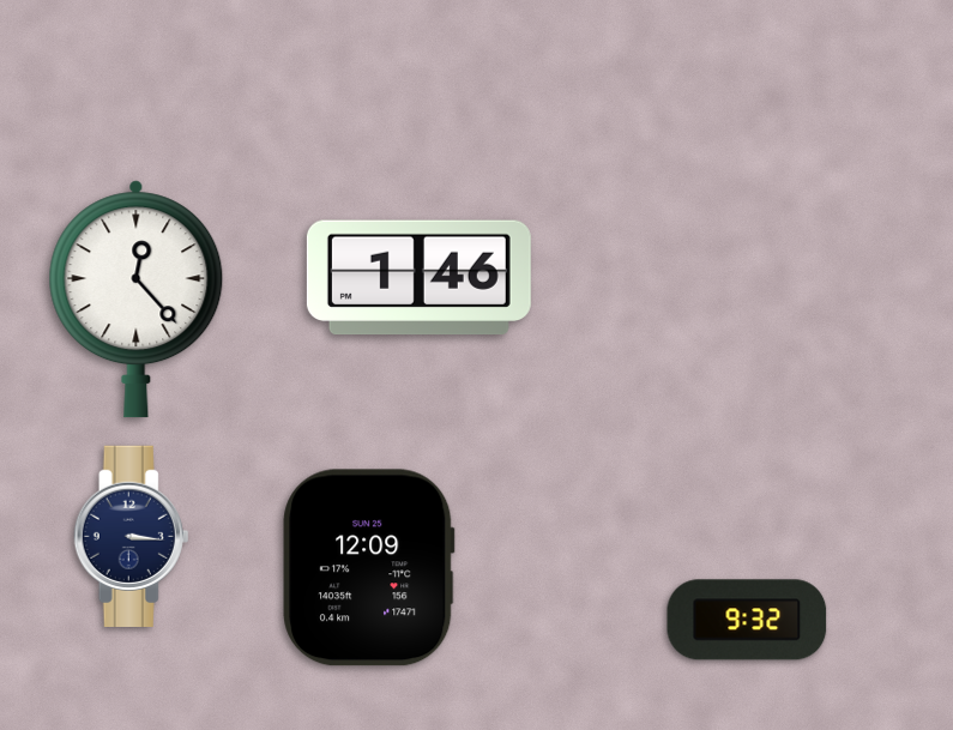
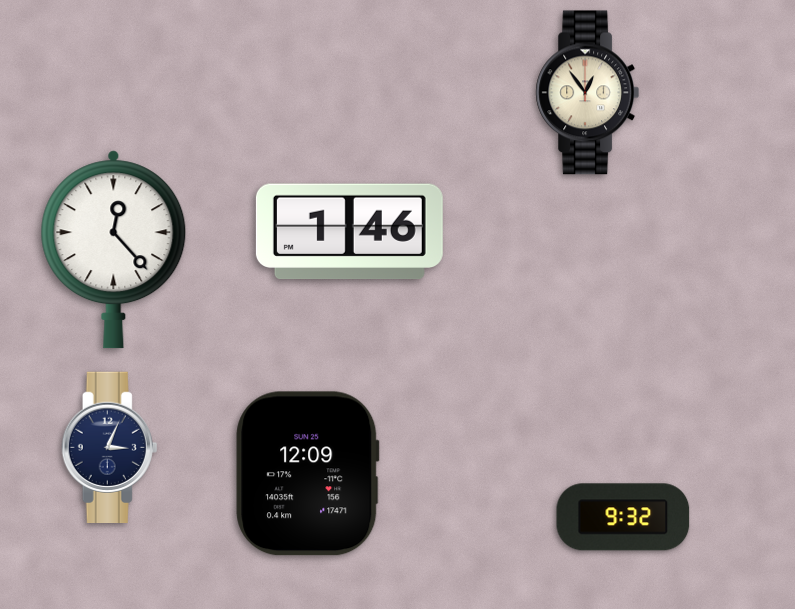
clock at (587, 93): none -> 12:54
clock at (132, 536): 3:16 -> 3:04
